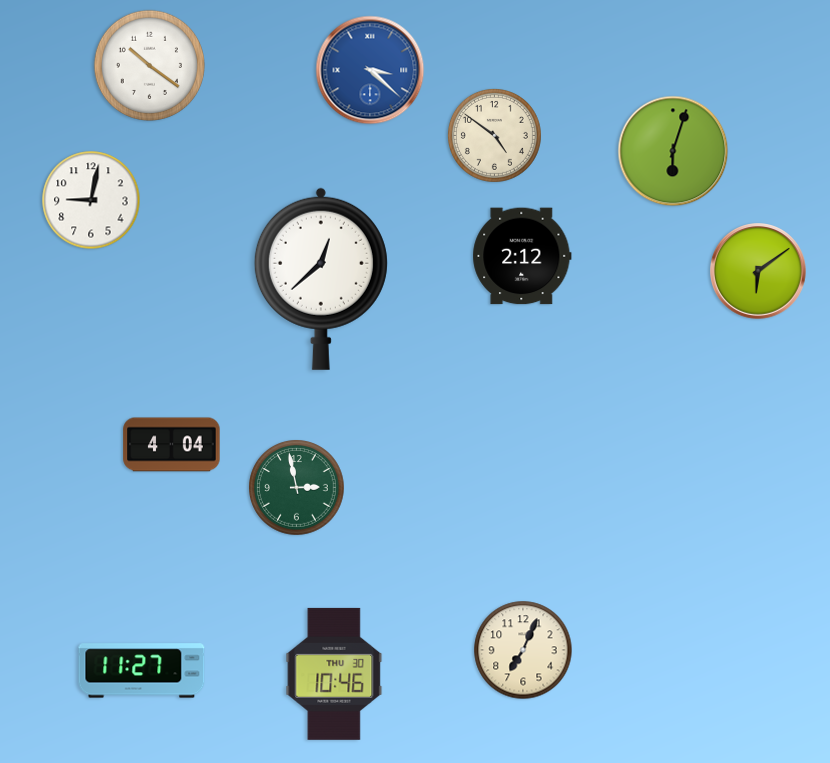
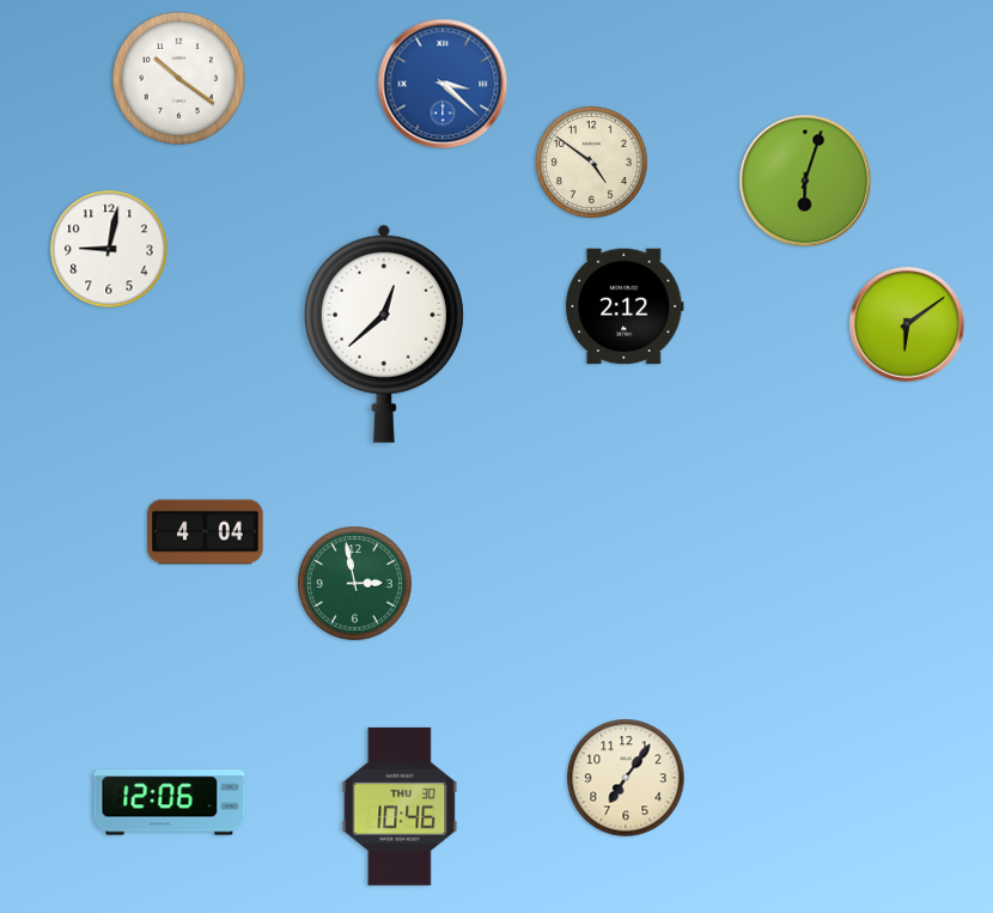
clock at (91, 200) position: (91, 200) -> (109, 249)
clock at (523, 650): 7:04 -> 7:06
clock at (142, 671): 11:27 -> 12:06
